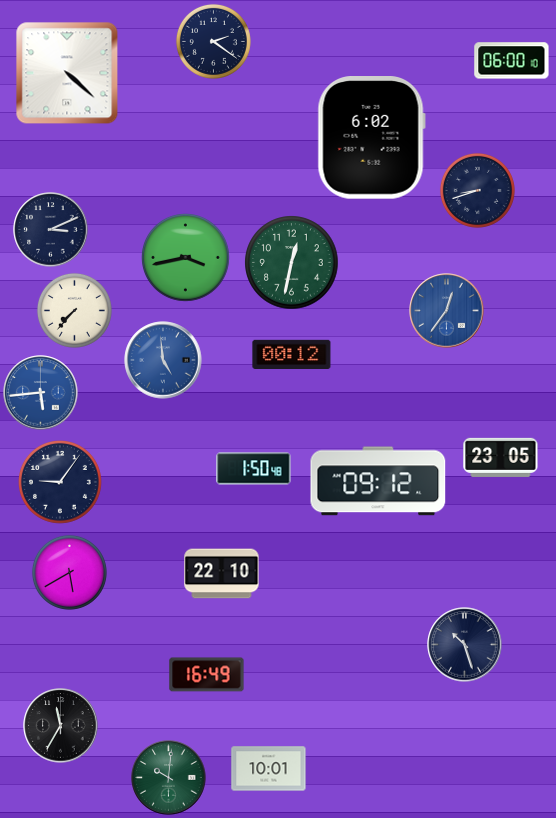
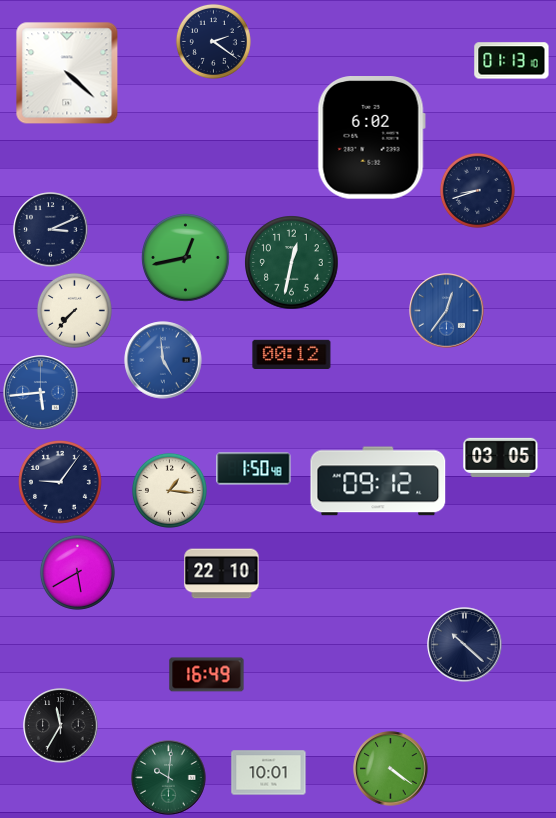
clock at (512, 61): 06:00 -> 01:13
clock at (186, 258): 3:43 -> 12:43
clock at (501, 457): 23:05 -> 03:05
clock at (169, 490): none -> 1:16
clock at (69, 572) position: (69, 572) -> (77, 572)
clock at (465, 645): 10:27 -> 10:22
clock at (269, 769) position: (269, 769) -> (269, 773)
clock at (391, 769): none -> 4:21
